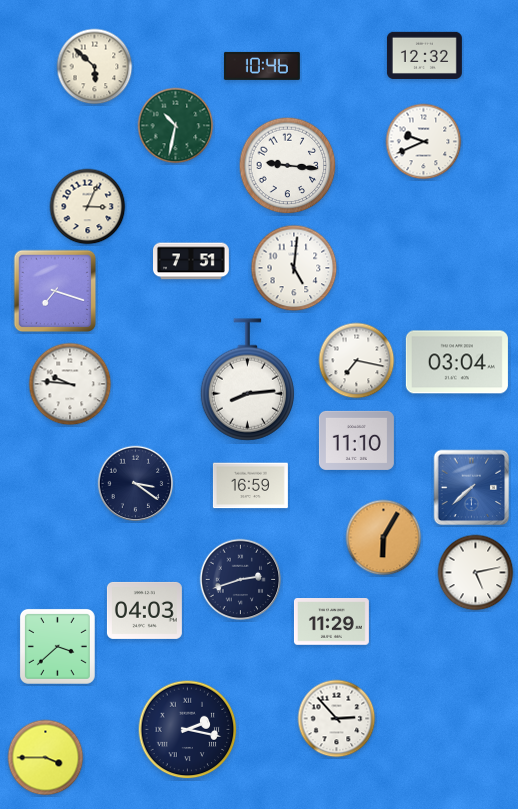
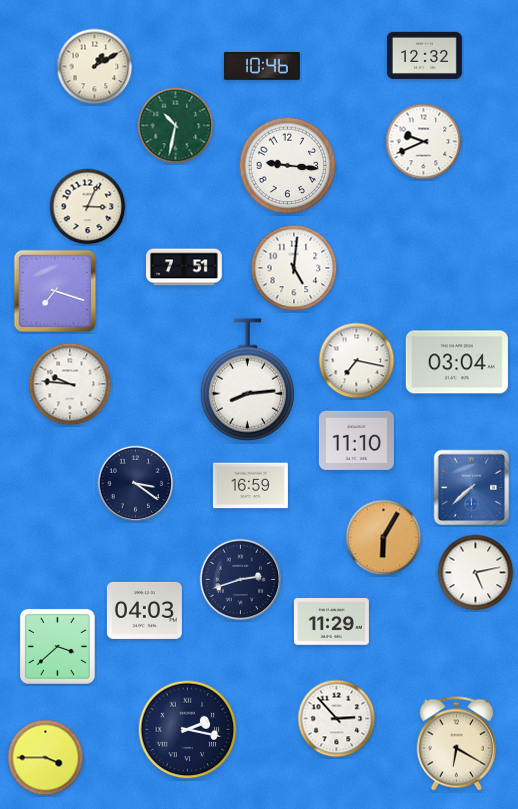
clock at (95, 67): 5:52 -> 1:10
clock at (192, 261) position: (192, 261) -> (185, 267)
clock at (456, 744): none -> 6:20
